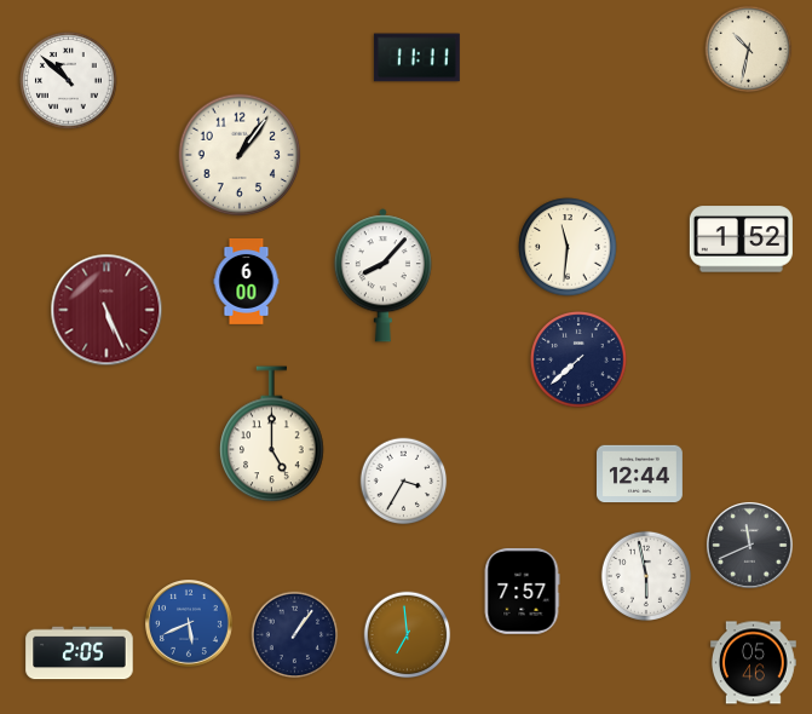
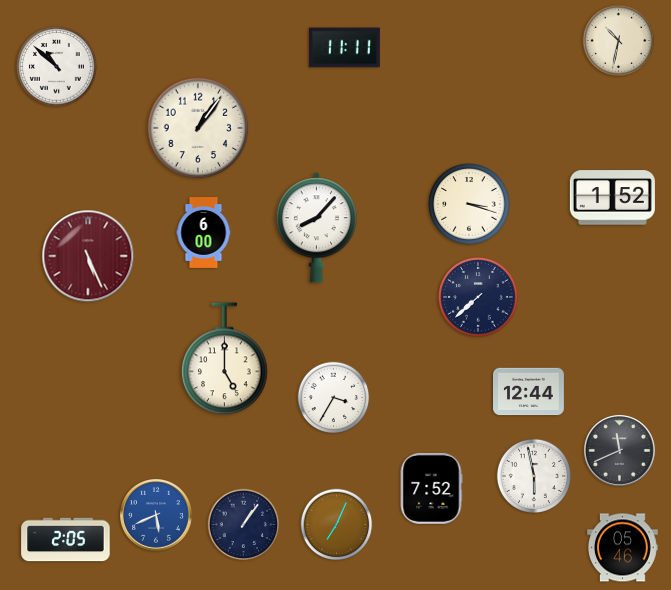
clock at (568, 247): 11:31 -> 3:18
clock at (522, 591): 7:57 -> 7:52
clock at (408, 635): 6:59 -> 7:04
